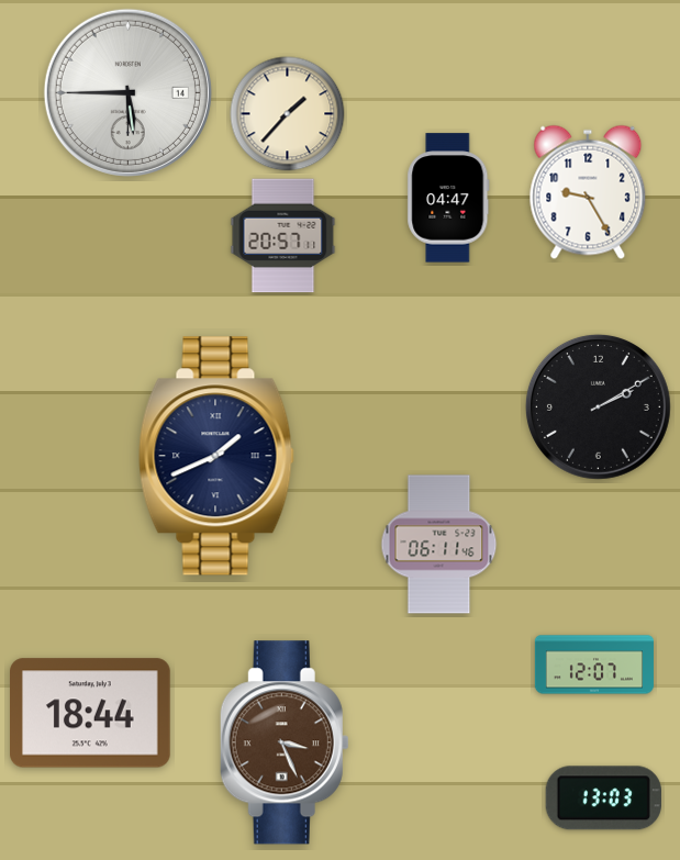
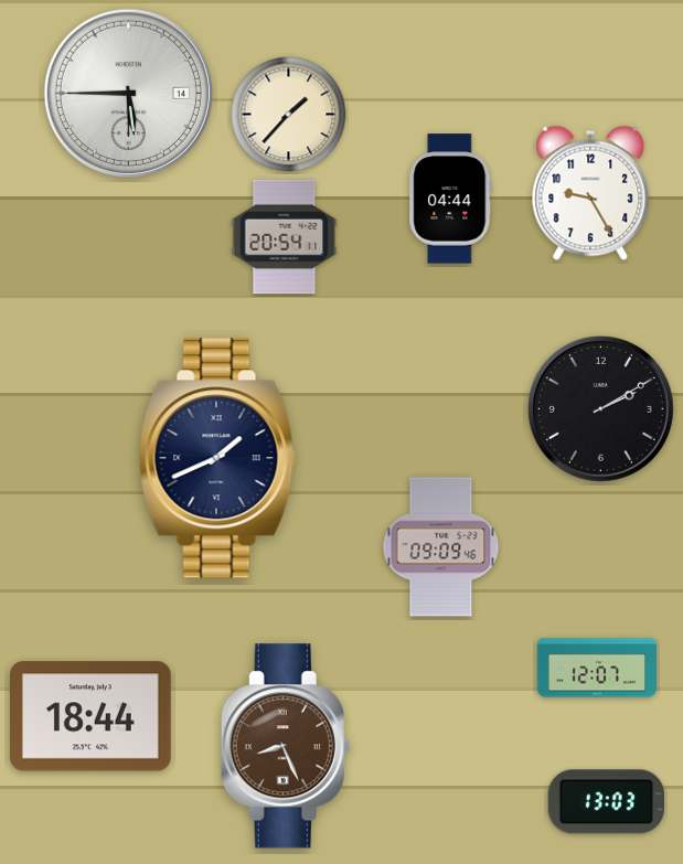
clock at (448, 198): 04:47 -> 04:44
clock at (283, 236): 20:57 -> 20:54
clock at (439, 545): 06:11 -> 09:09
clock at (285, 742): 3:26 -> 8:26
